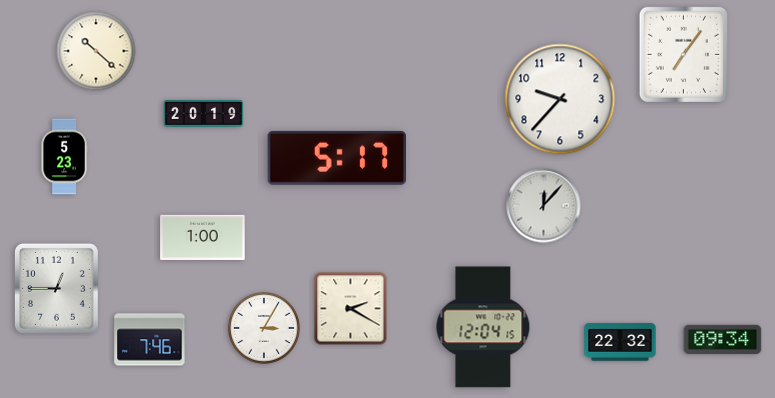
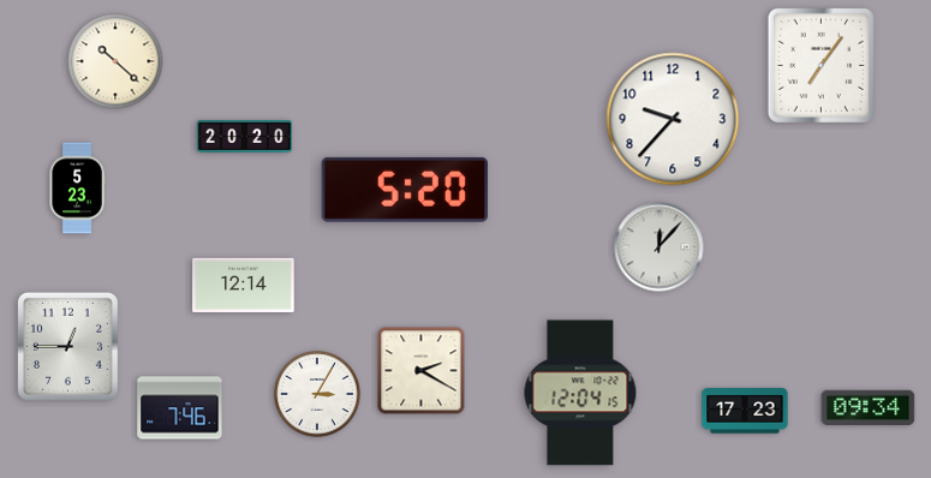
clock at (204, 113): 20:19 -> 20:20
clock at (337, 158): 5:17 -> 5:20
clock at (544, 206) position: (544, 206) -> (660, 247)
clock at (203, 237): 1:00 -> 12:14
clock at (620, 342): 22:32 -> 17:23
